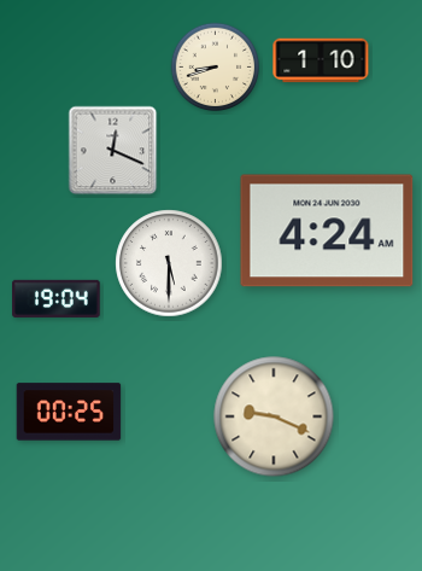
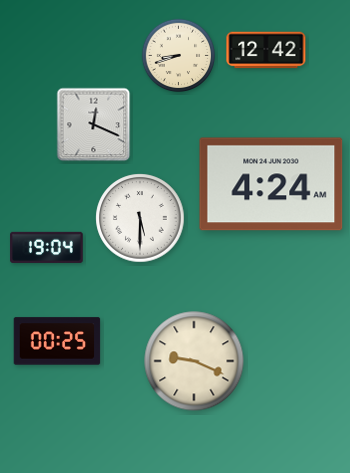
clock at (321, 60): 1:10 -> 12:42
clock at (327, 231) position: (327, 231) -> (271, 184)
clock at (274, 416) position: (274, 416) -> (194, 361)
